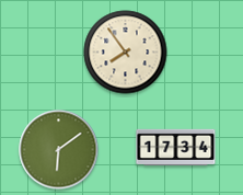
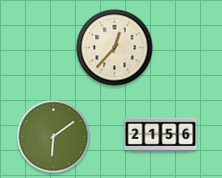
clock at (126, 53): 7:54 -> 12:37
clock at (176, 147): 17:34 -> 21:56
